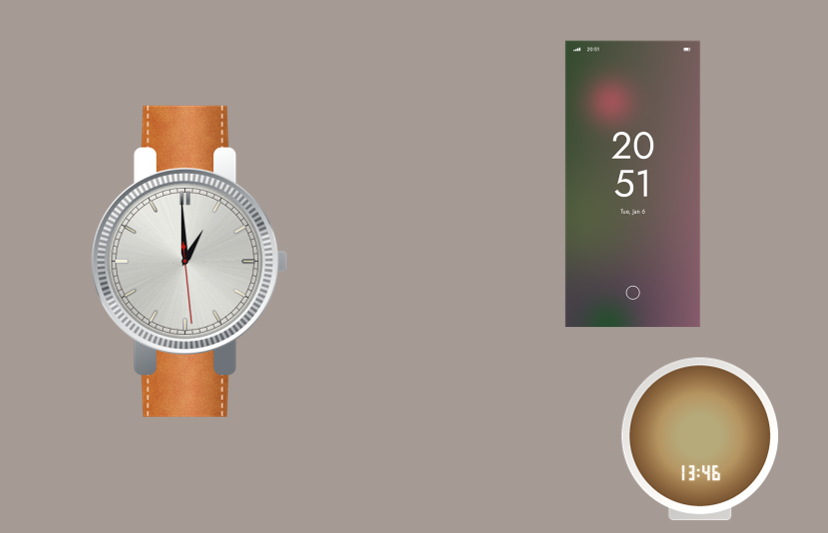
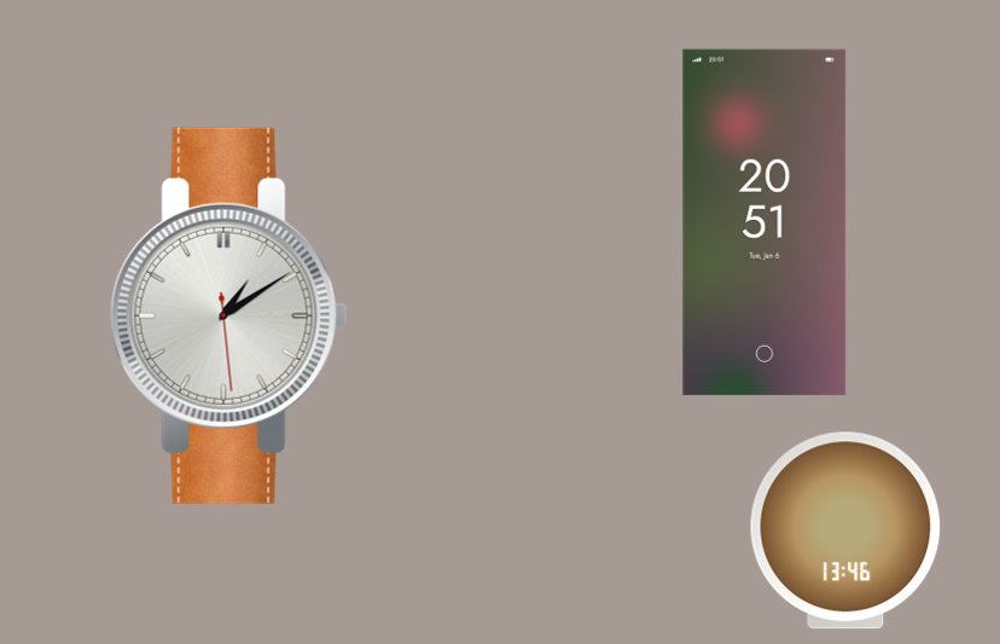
clock at (189, 261): 12:59 -> 1:09
